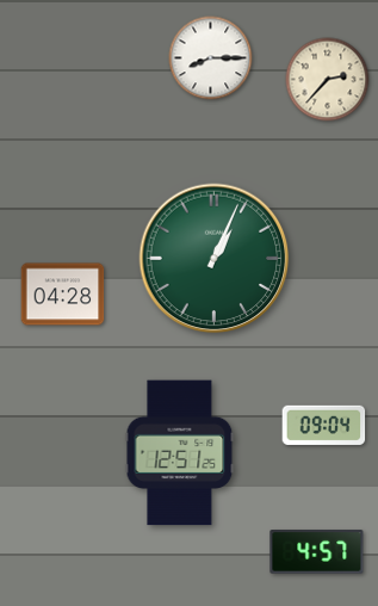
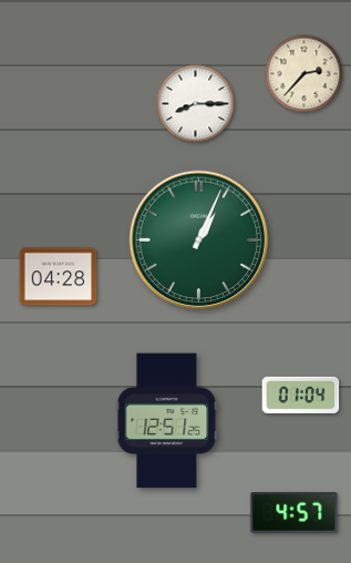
clock at (211, 58) position: (211, 58) -> (196, 104)
clock at (63, 295) position: (63, 295) -> (59, 277)
clock at (324, 425): 09:04 -> 01:04
